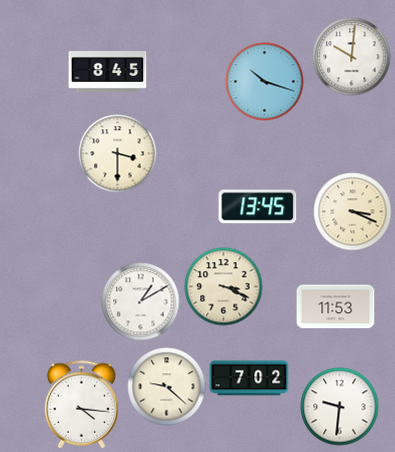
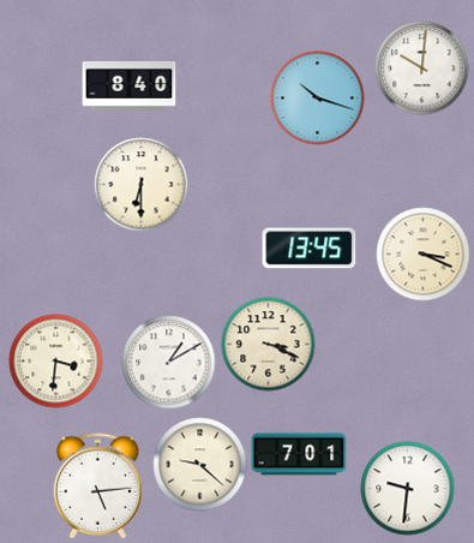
clock at (107, 71): 8:45 -> 8:40
clock at (117, 153): 3:30 -> 6:30
clock at (55, 360): none -> 3:31
clock at (335, 307): 11:53 -> none
clock at (249, 378): 7:02 -> 7:01
clock at (81, 404): 4:16 -> 5:14
